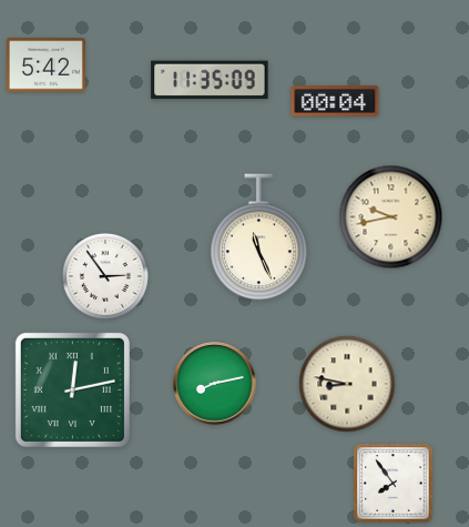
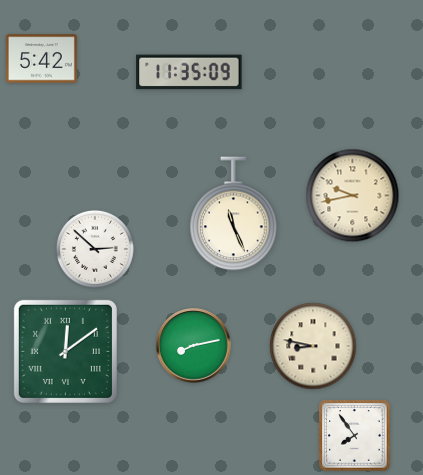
clock at (335, 101): 00:04 -> none
clock at (105, 276): 2:54 -> 2:52
clock at (72, 389): 12:13 -> 12:09
